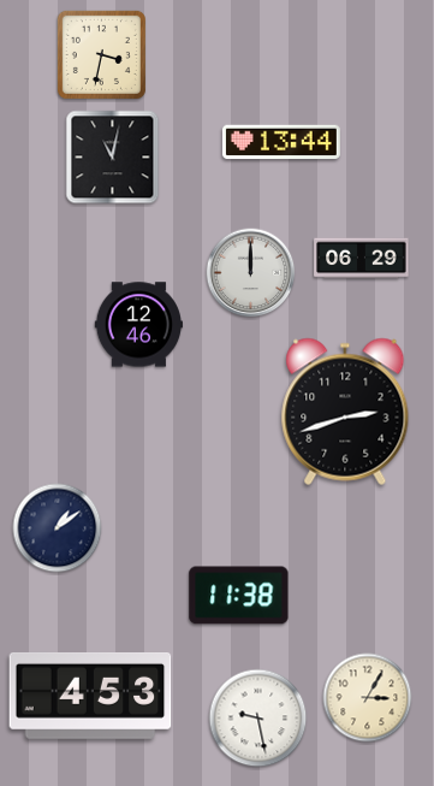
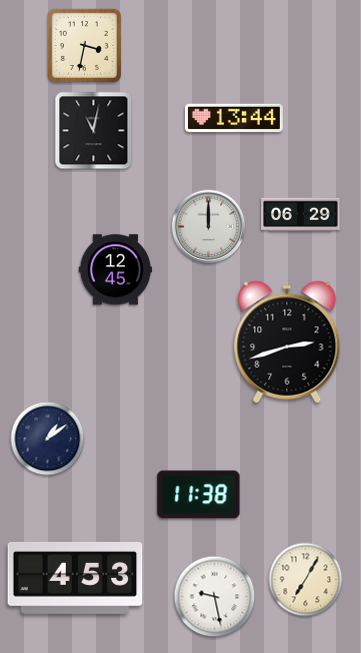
clock at (138, 325): 12:46 -> 12:45
clock at (368, 698): 3:05 -> 7:05
